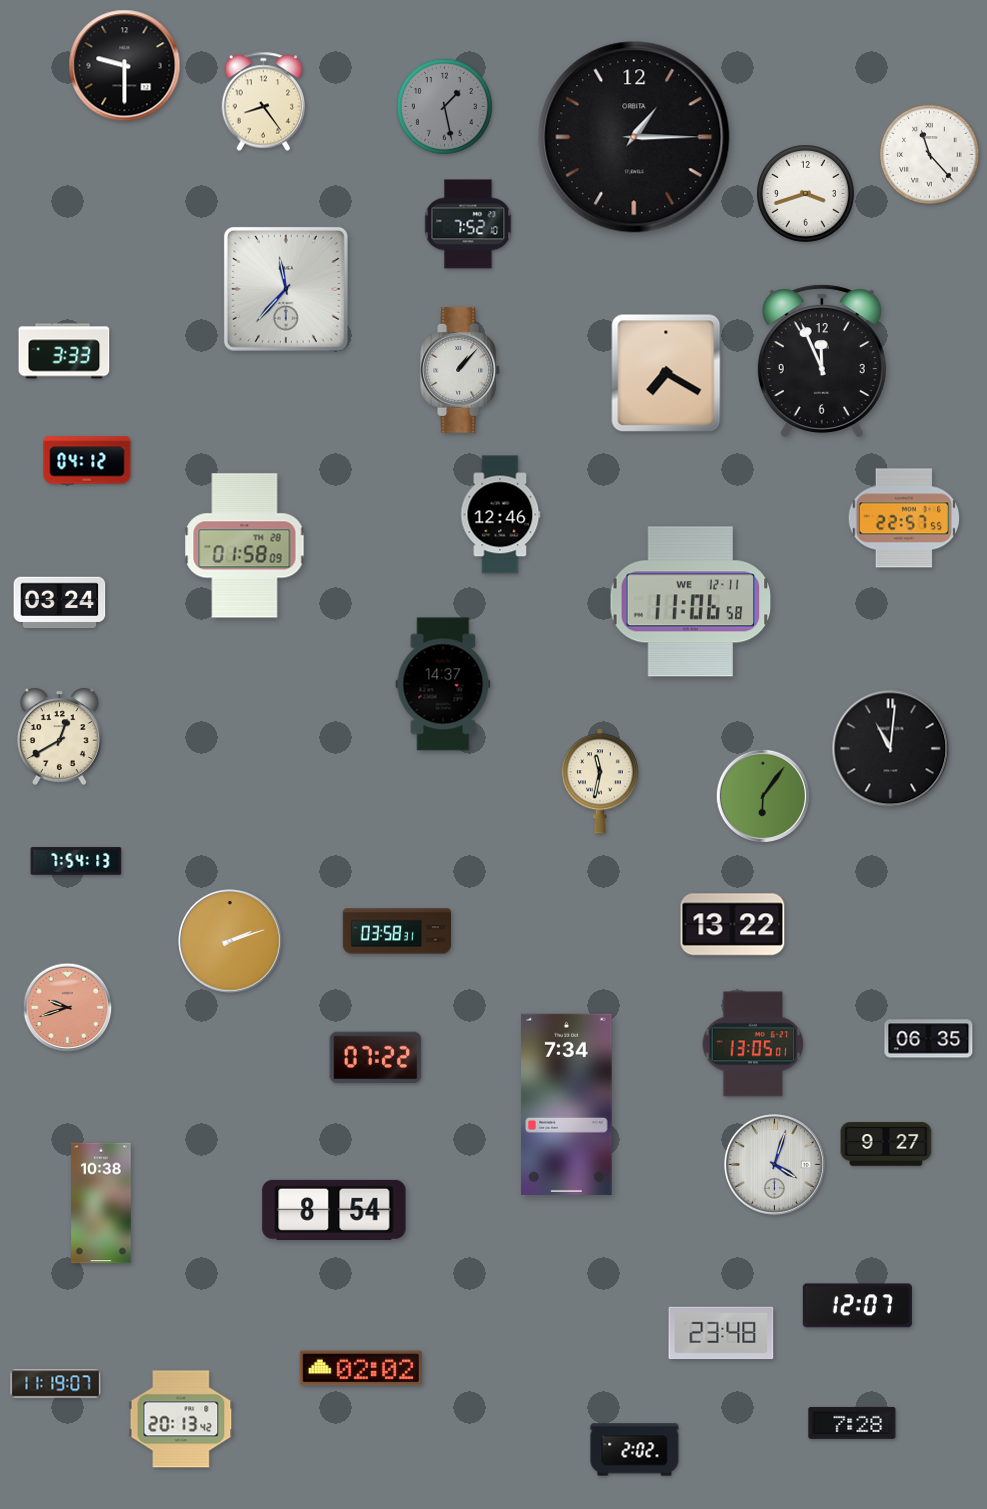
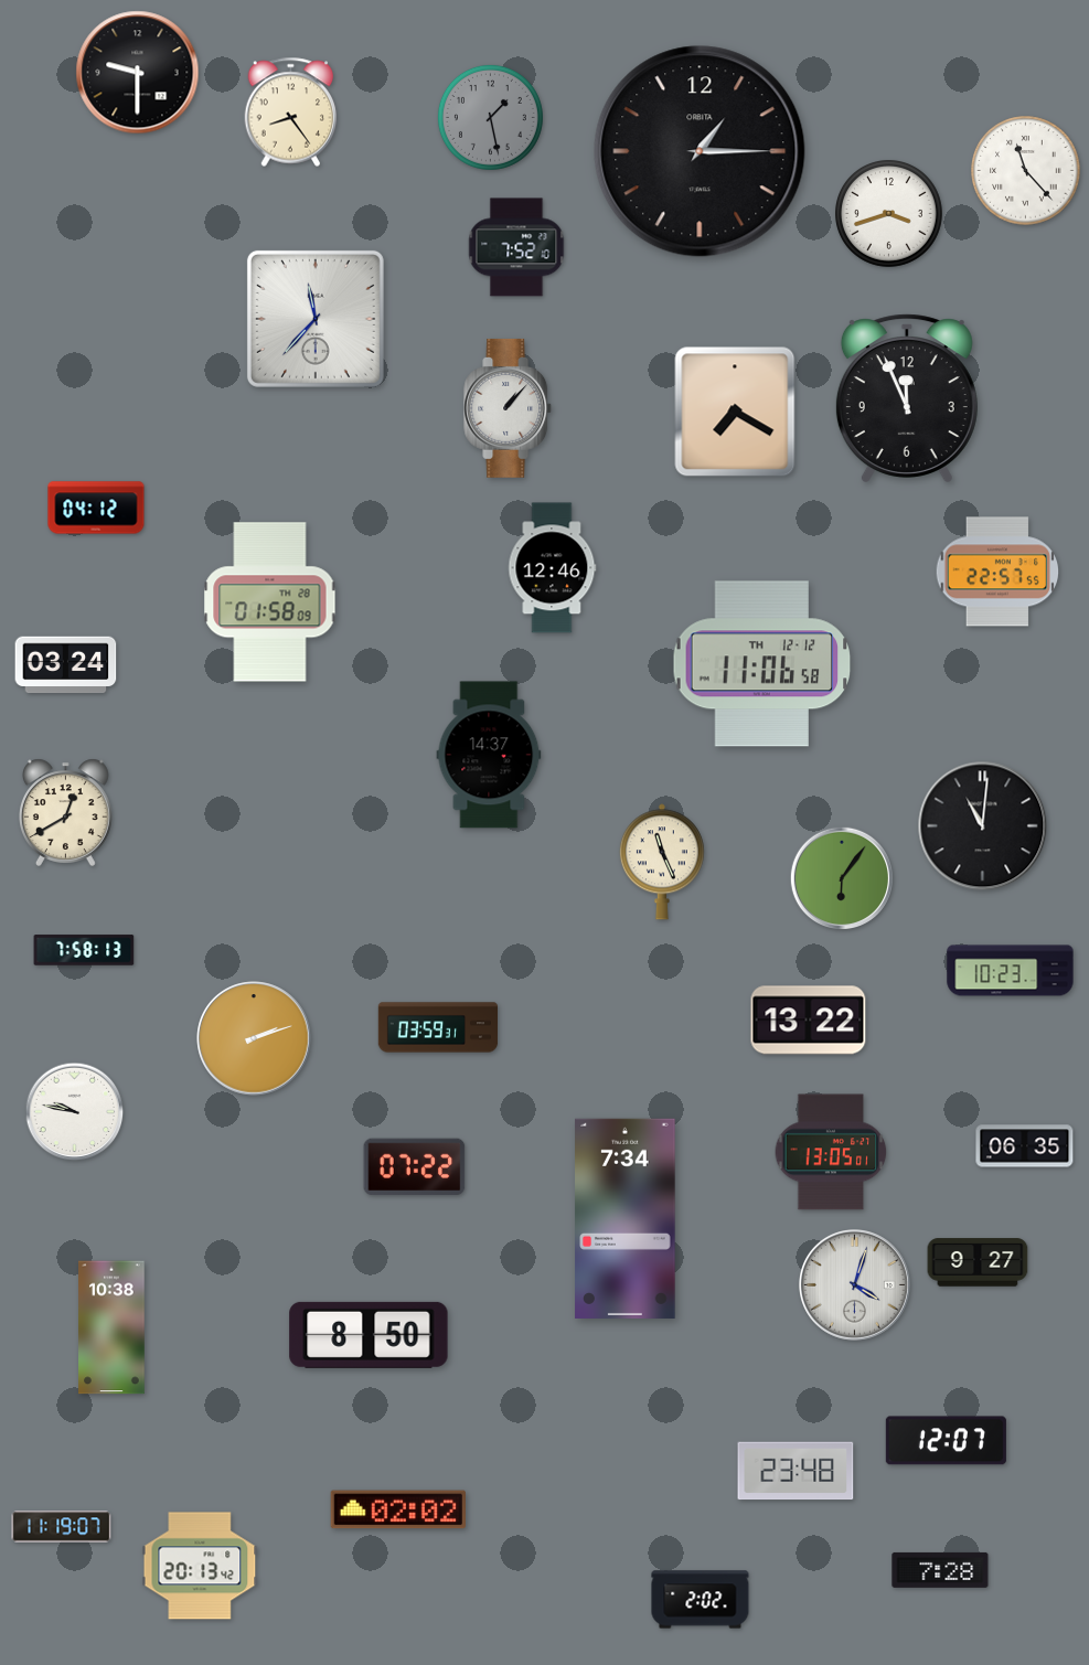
clock at (64, 351): 3:33 -> none
clock at (691, 602) date: WE 12-11 -> TH 12-12
clock at (600, 781): 11:32 -> 11:26
clock at (76, 861): 7:54 -> 7:58
clock at (1011, 971): none -> 10:23
clock at (397, 931): 03:58 -> 03:59
clock at (68, 1008): 9:42 -> 9:47
clock at (68, 1008) dial: salmon -> white
clock at (334, 1210): 8:54 -> 8:50
